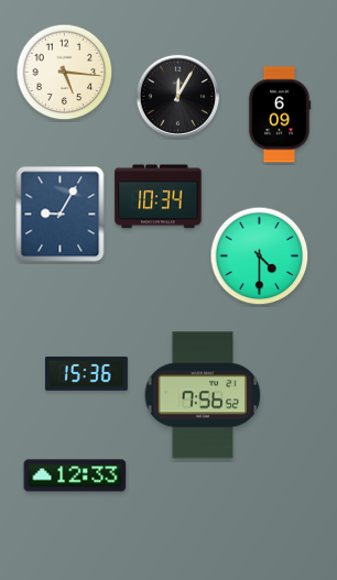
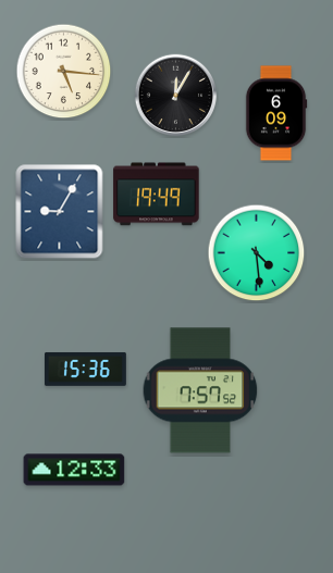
clock at (159, 197): 10:34 -> 19:49
clock at (260, 256): 4:30 -> 4:29
clock at (203, 395): 7:56 -> 7:57
